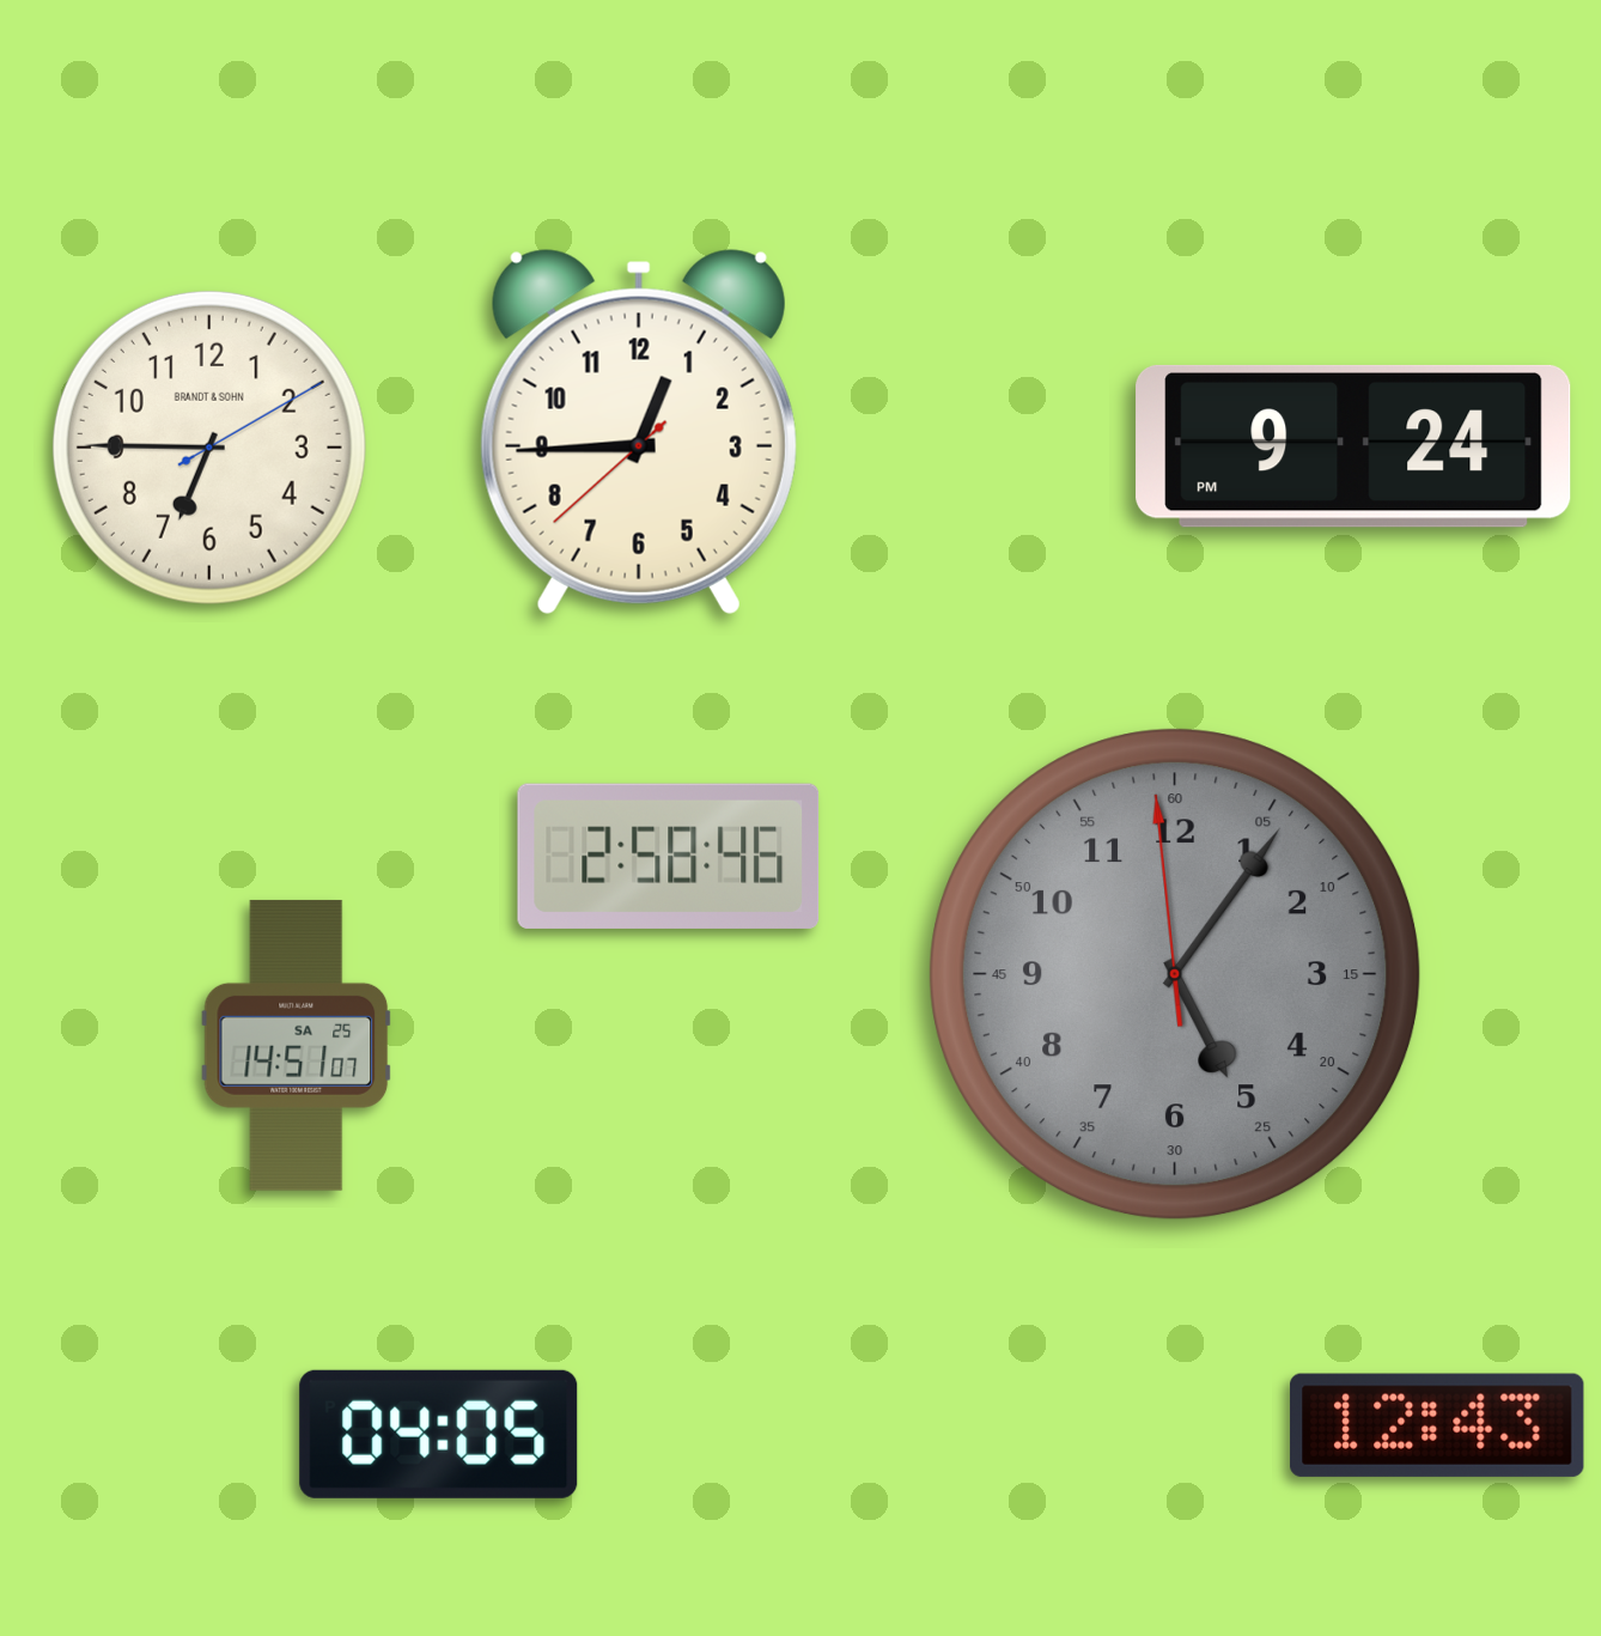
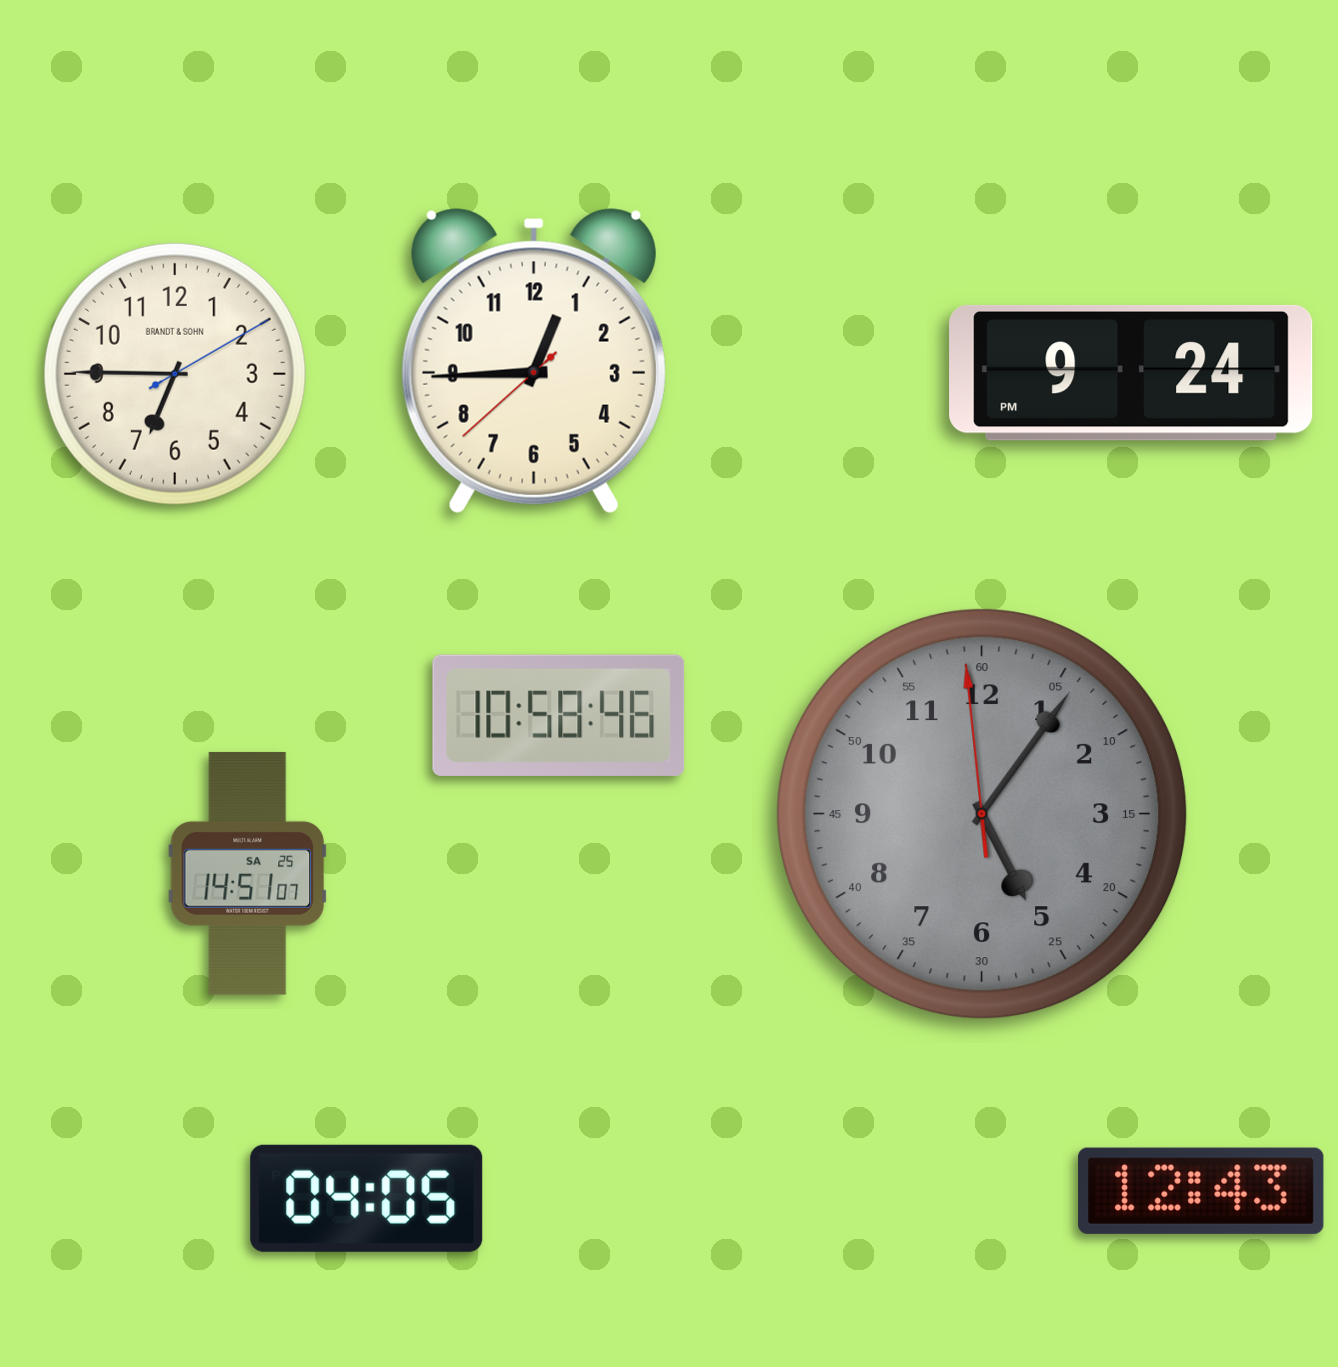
clock at (669, 856): 2:58 -> 10:58
